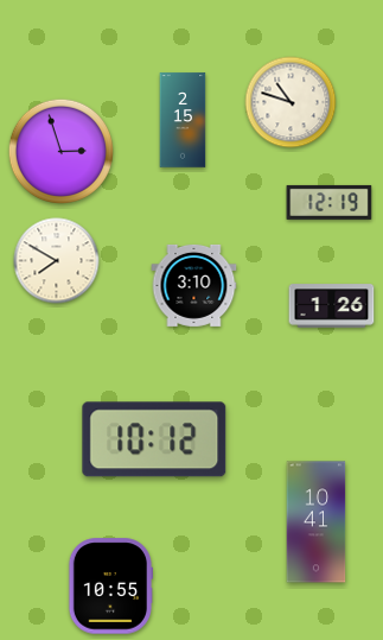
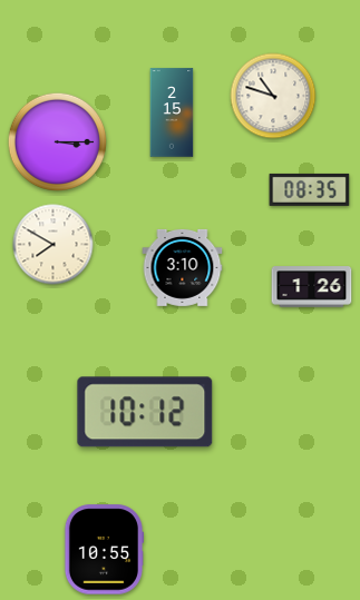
clock at (60, 151): 2:57 -> 3:15
clock at (330, 202): 12:19 -> 08:35
clock at (317, 522): 10:41 -> none
